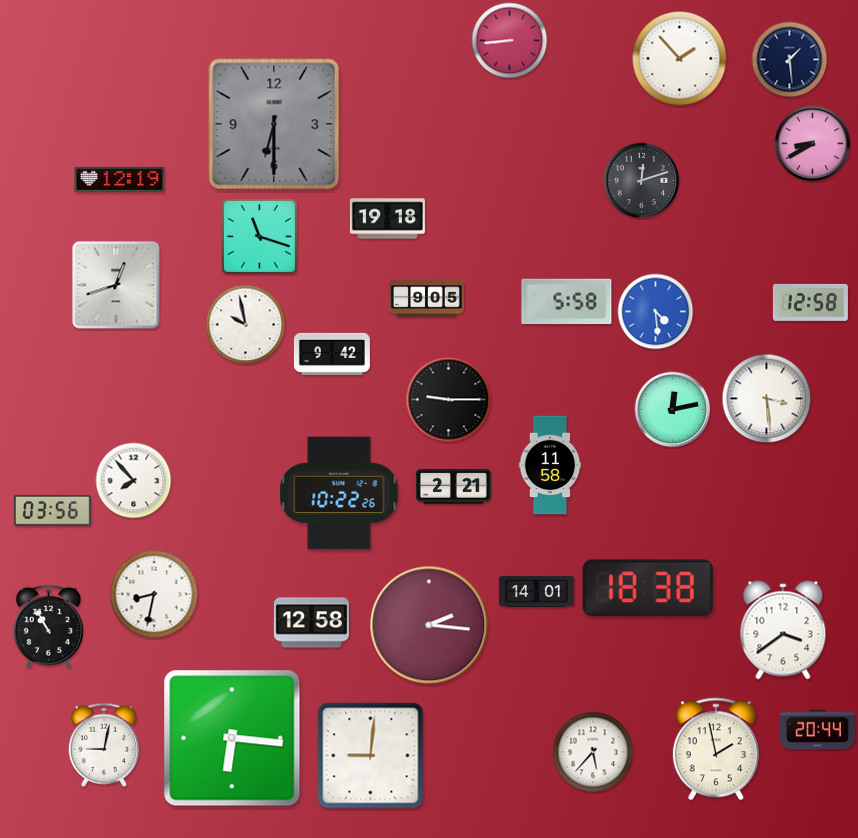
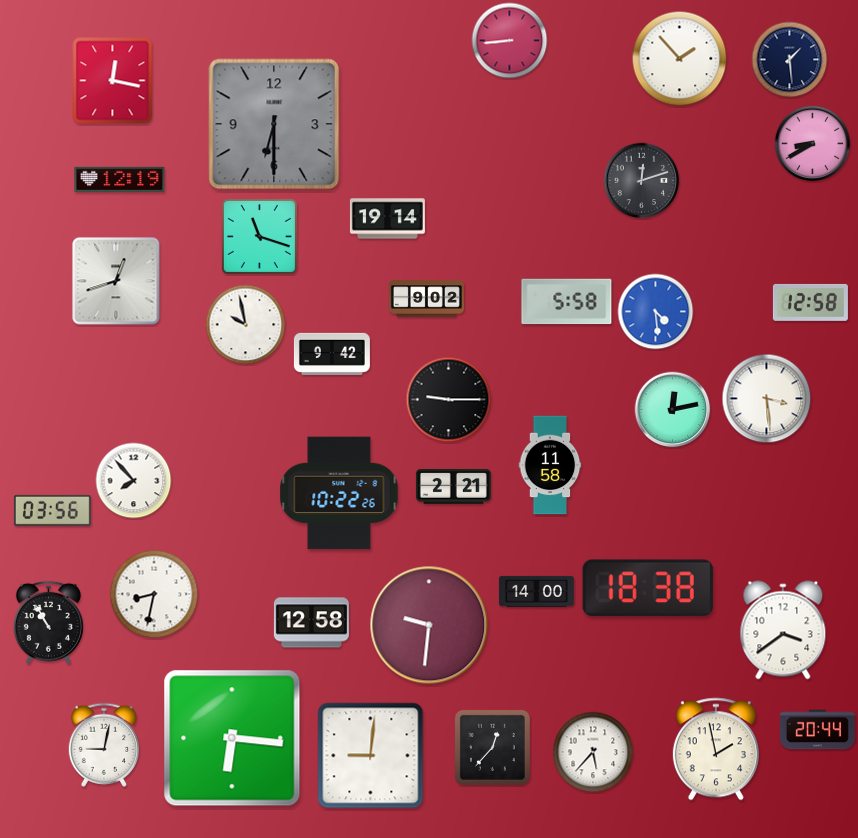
clock at (113, 81): none -> 12:17
clock at (387, 219): 19:18 -> 19:14
clock at (116, 285) position: (116, 285) -> (116, 281)
clock at (426, 299): 9:05 -> 9:02
clock at (536, 591): 14:01 -> 14:00
clock at (429, 625): 2:16 -> 9:31
clock at (48, 626) position: (48, 626) -> (48, 622)
clock at (492, 747): none -> 12:37
